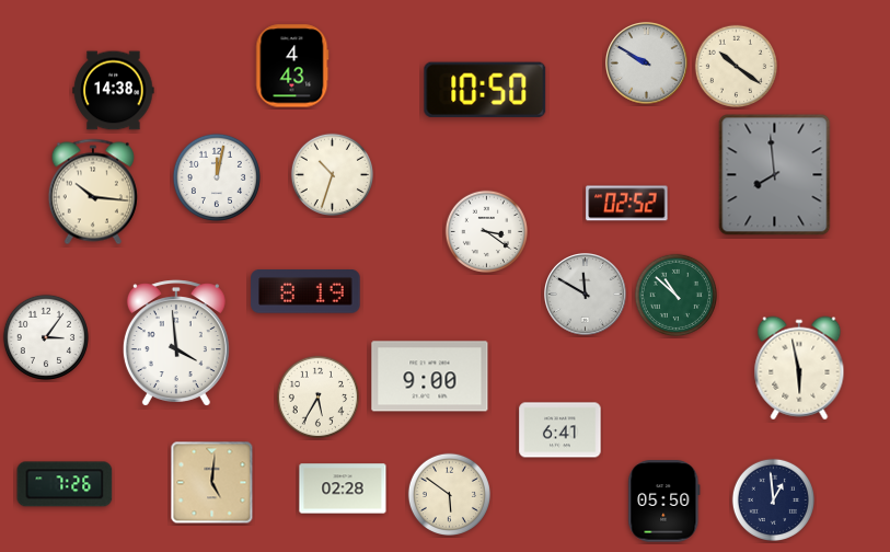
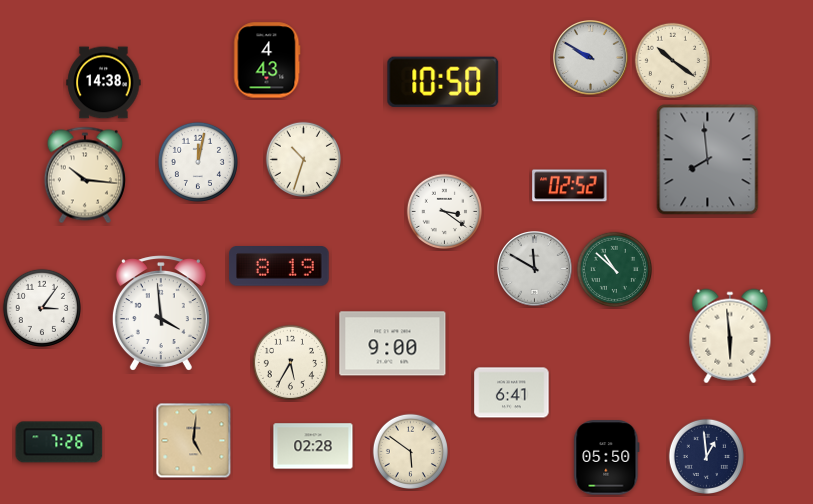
clock at (627, 204) position: (627, 204) -> (570, 186)
clock at (675, 295) position: (675, 295) -> (614, 269)
clock at (799, 368): 5:58 -> 5:59
